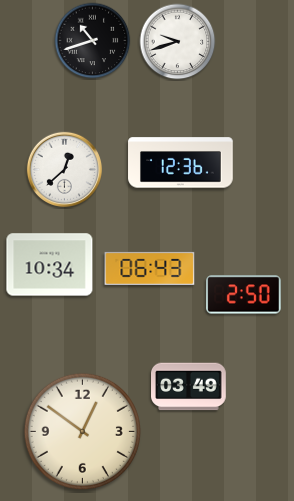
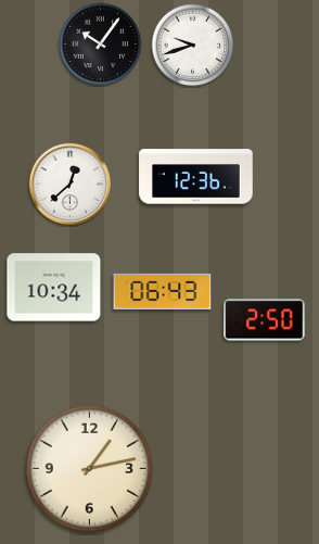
clock at (93, 41): 10:42 -> 10:06
clock at (189, 387): 03:49 -> none
clock at (82, 431): 12:51 -> 1:13
